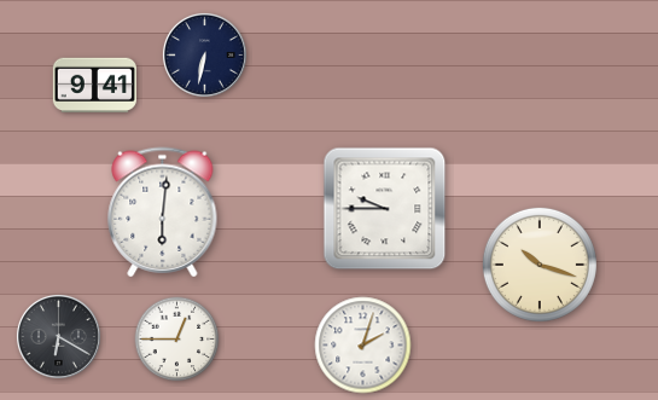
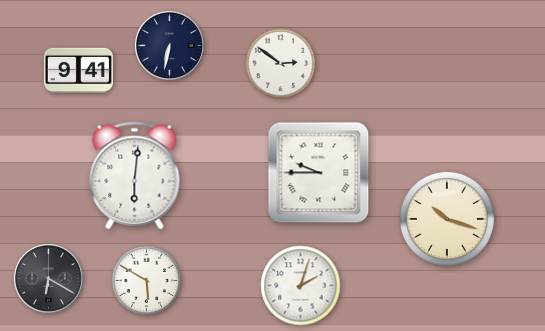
clock at (281, 64): none -> 2:51
clock at (177, 340): 12:45 -> 5:50
